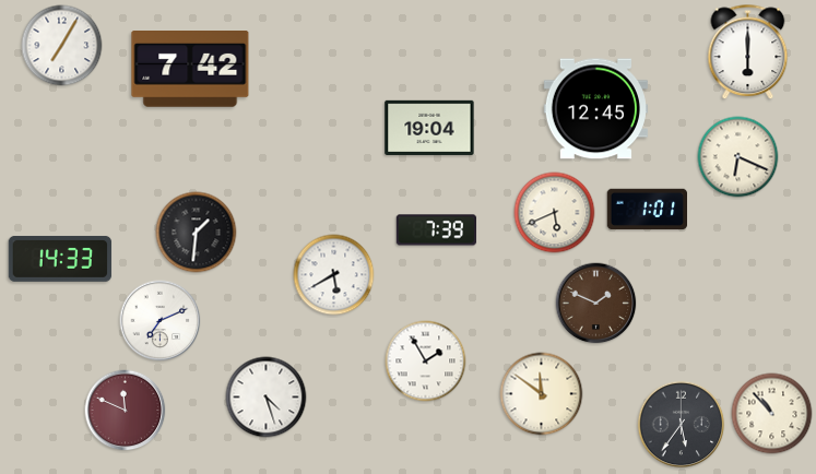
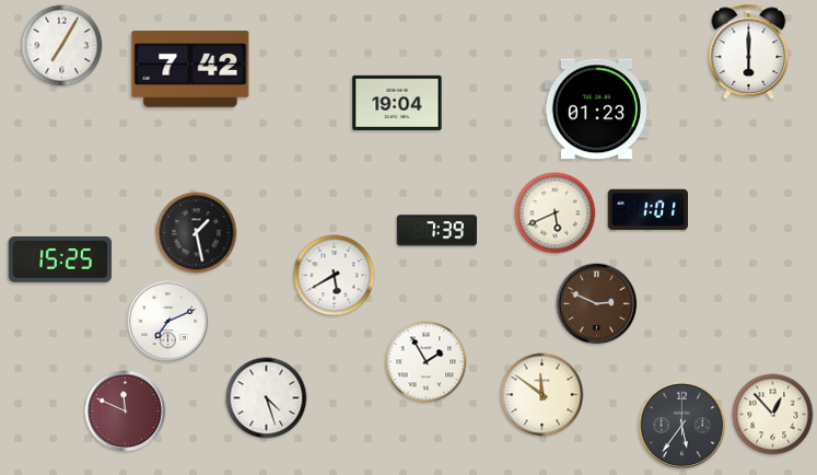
clock at (595, 109): 12:45 -> 01:23
clock at (429, 128) position: (429, 128) -> (397, 103)
clock at (738, 157): 6:19 -> none
clock at (197, 233): 1:31 -> 1:28
clock at (60, 259): 14:33 -> 15:25
clock at (596, 304): 1:49 -> 2:49
clock at (161, 321) position: (161, 321) -> (168, 322)
clock at (772, 414): 10:53 -> 12:53
